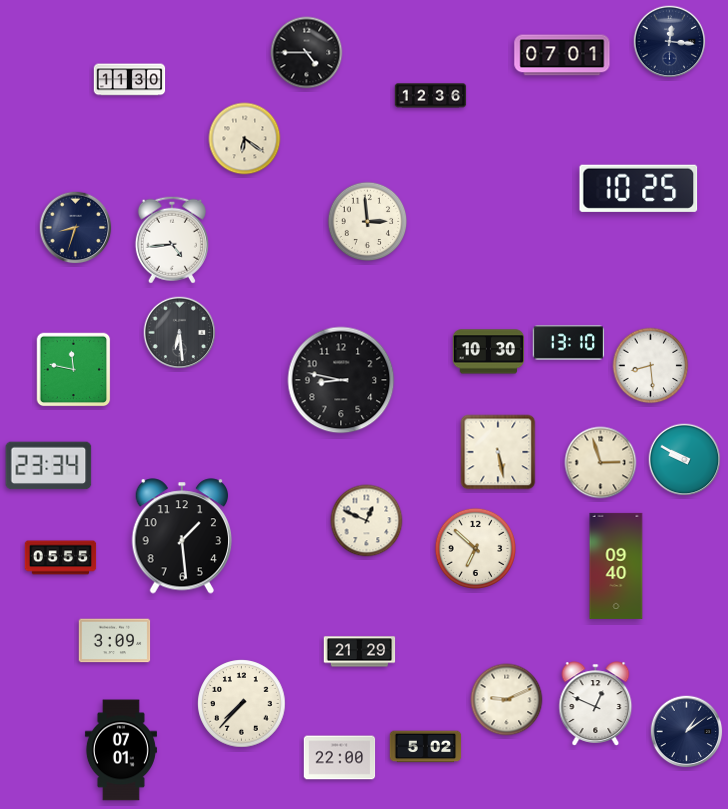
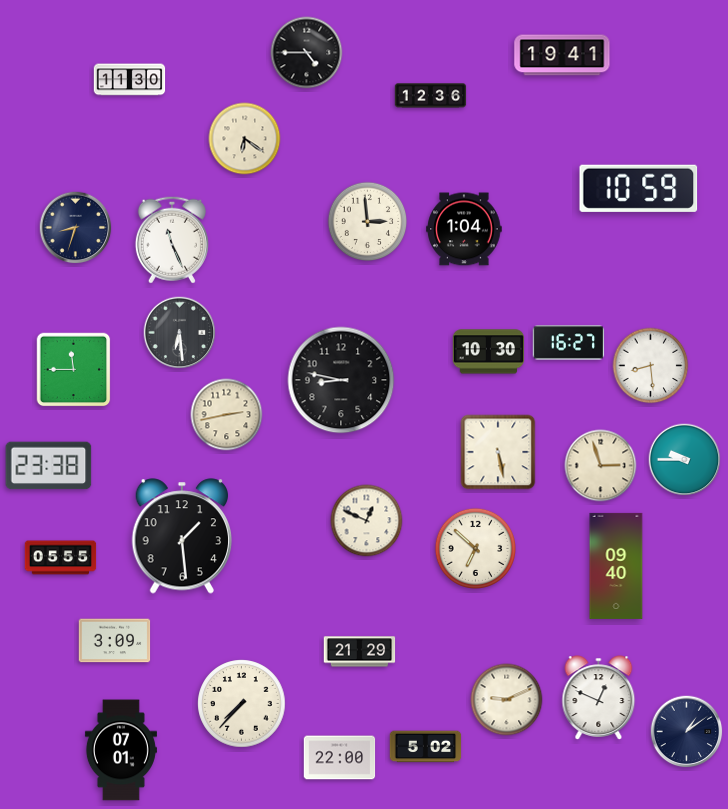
clock at (670, 42): 12:16 -> none
clock at (562, 55): 07:01 -> 19:41
clock at (639, 188): 10:25 -> 10:59
clock at (464, 229): none -> 1:04
clock at (172, 240): 4:44 -> 11:26
clock at (569, 343): 13:10 -> 16:27
clock at (74, 370): 11:47 -> 11:45
clock at (227, 415): none -> 2:43
clock at (685, 460): 9:50 -> 9:45
clock at (601, 463) position: (601, 463) -> (601, 466)
clock at (49, 466): 23:34 -> 23:38
clock at (596, 704) position: (596, 704) -> (599, 698)
